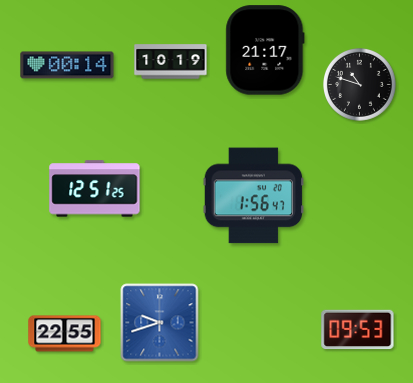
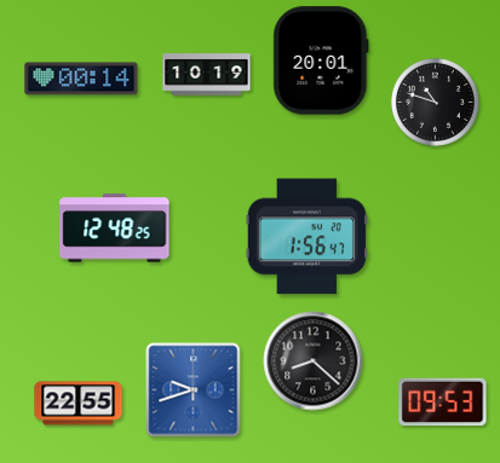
clock at (265, 50): 21:17 -> 20:01
clock at (95, 189): 12:51 -> 12:48
clock at (314, 361): none -> 8:22
clock at (358, 330) position: (358, 330) -> (443, 403)
